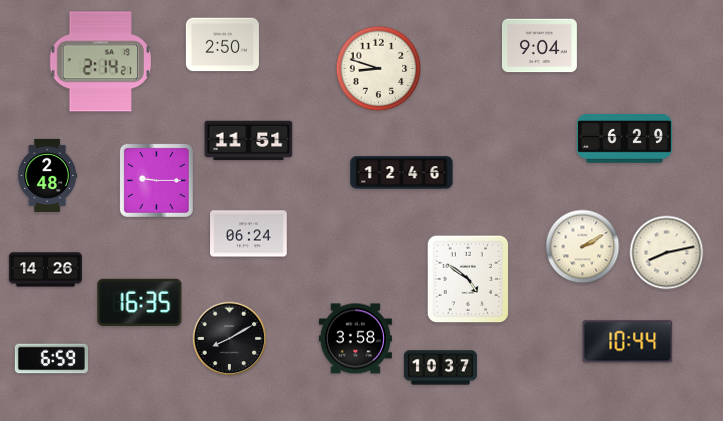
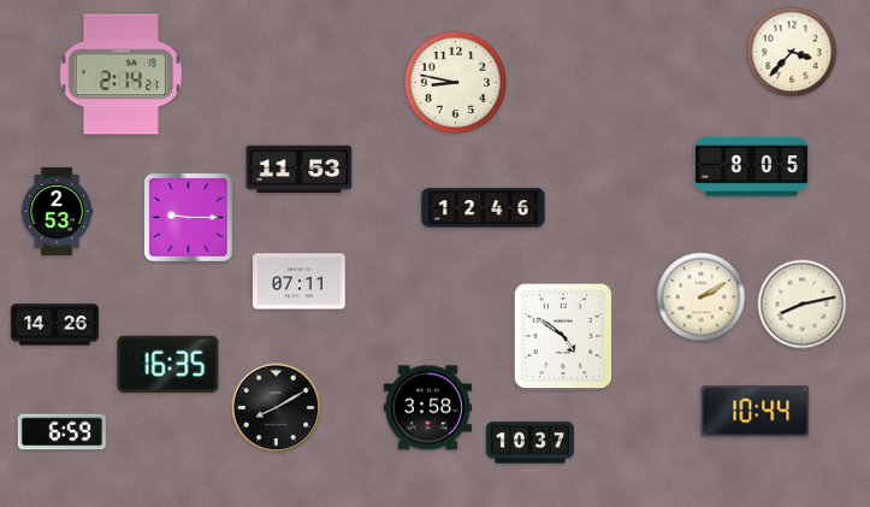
clock at (792, 52): none -> 3:37
clock at (222, 45): 2:50 -> none
clock at (539, 46): 9:04 -> none
clock at (379, 69): 8:48 -> 8:47
clock at (624, 139): 6:29 -> 8:05
clock at (249, 141): 11:51 -> 11:53
clock at (48, 175): 2:48 -> 2:53
clock at (249, 234): 06:24 -> 07:11
